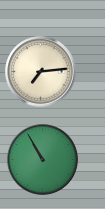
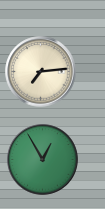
clock at (43, 160): 10:55 -> 12:55
